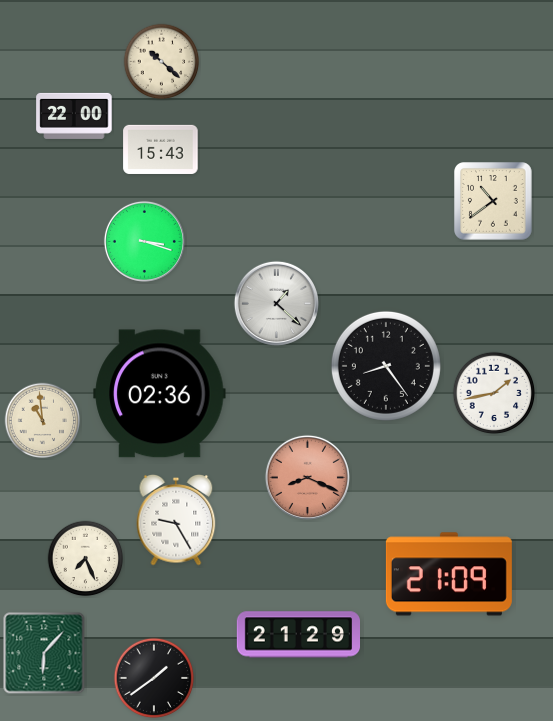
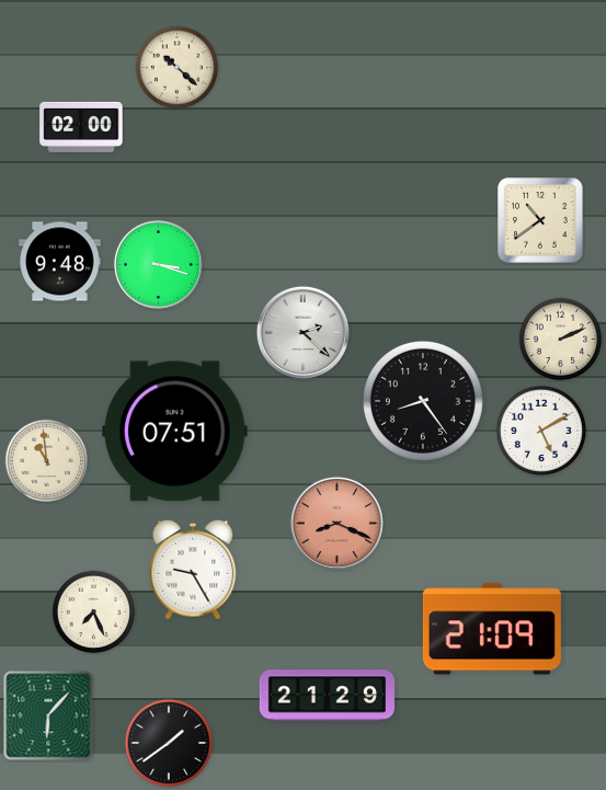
clock at (74, 116): 22:00 -> 02:00
clock at (161, 149): 15:43 -> none
clock at (60, 262): none -> 9:48
clock at (276, 303): 1:22 -> 2:22
clock at (561, 340): none -> 2:11
clock at (494, 393): 1:43 -> 5:10
clock at (160, 394): 02:36 -> 07:51
